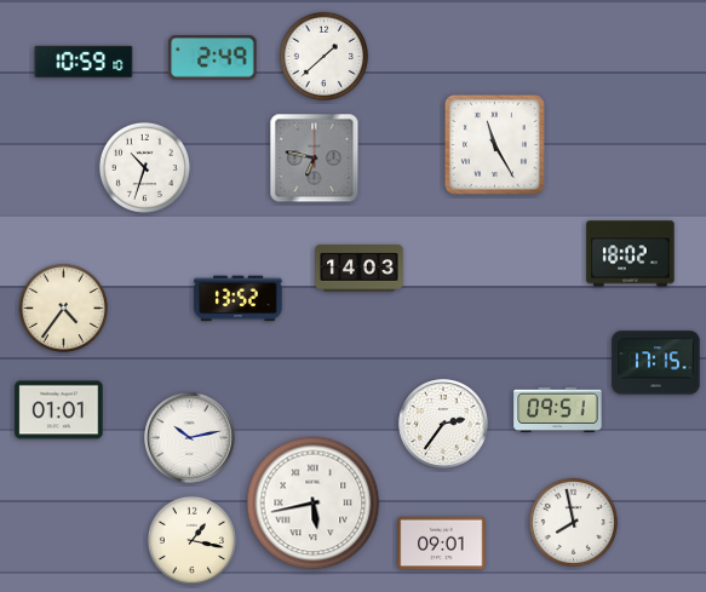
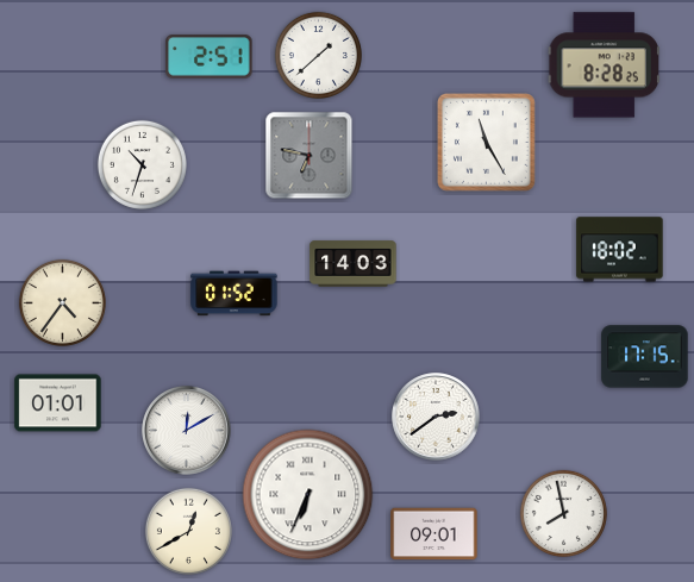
clock at (213, 58): 2:49 -> 2:51
clock at (84, 61): 10:59 -> none
clock at (605, 65): none -> 8:28
clock at (239, 299): 13:52 -> 01:52
clock at (558, 410): 09:51 -> none
clock at (443, 424): 2:36 -> 2:39
clock at (190, 438): 10:13 -> 12:10
clock at (314, 504): 5:43 -> 6:34
clock at (191, 540): 1:17 -> 12:40
